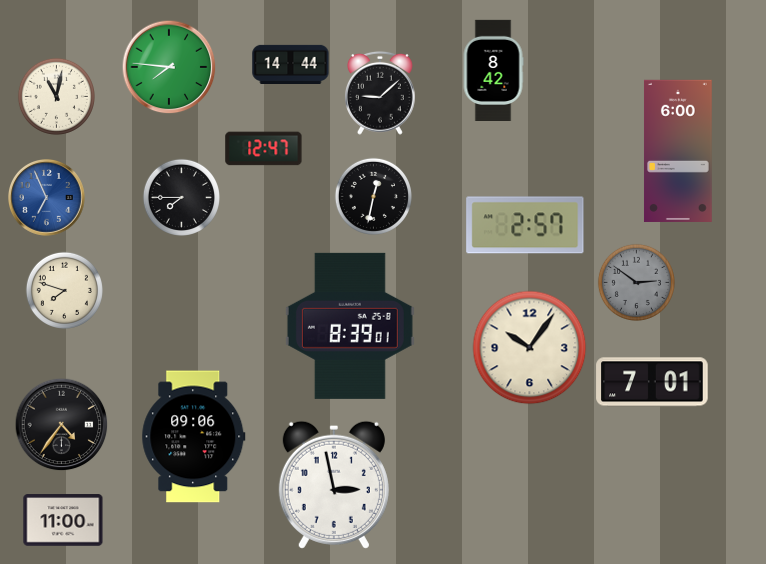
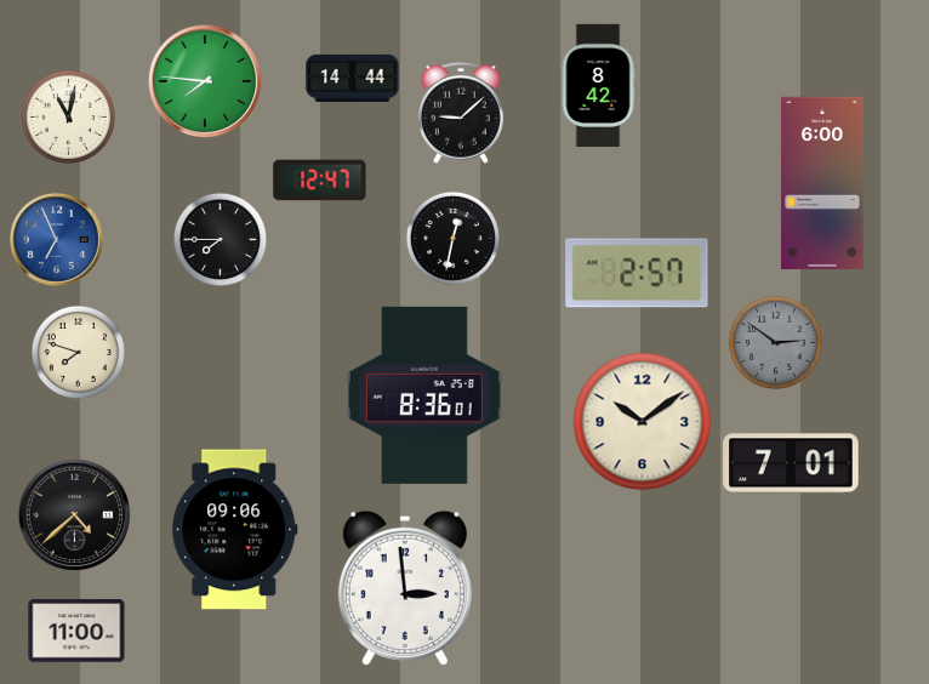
clock at (636, 282) position: (636, 282) -> (775, 342)
clock at (350, 326): 8:39 -> 8:36
clock at (530, 348): 10:06 -> 10:09
clock at (61, 424): 4:36 -> 4:38
clock at (334, 485): 2:58 -> 2:59
